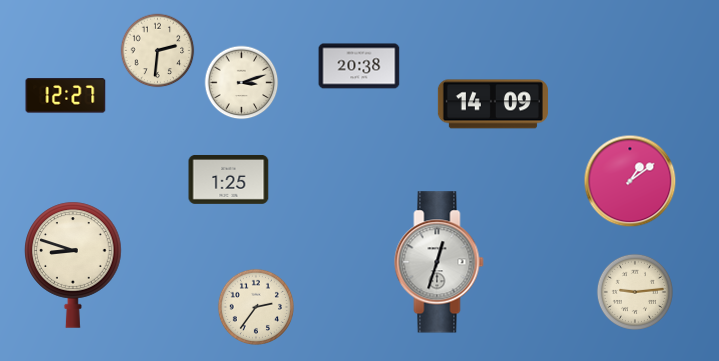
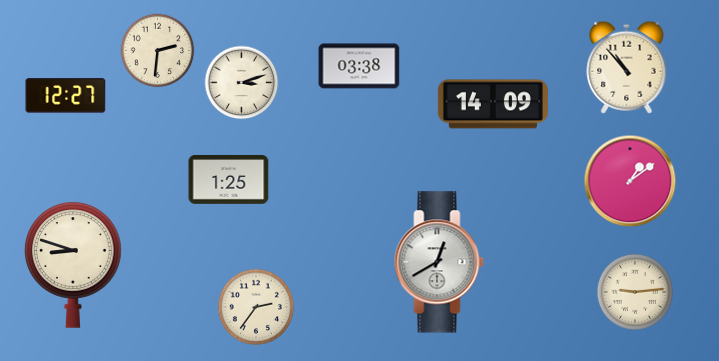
clock at (359, 66): 20:38 -> 03:38
clock at (627, 67): none -> 10:53
clock at (439, 262): 12:33 -> 12:40
